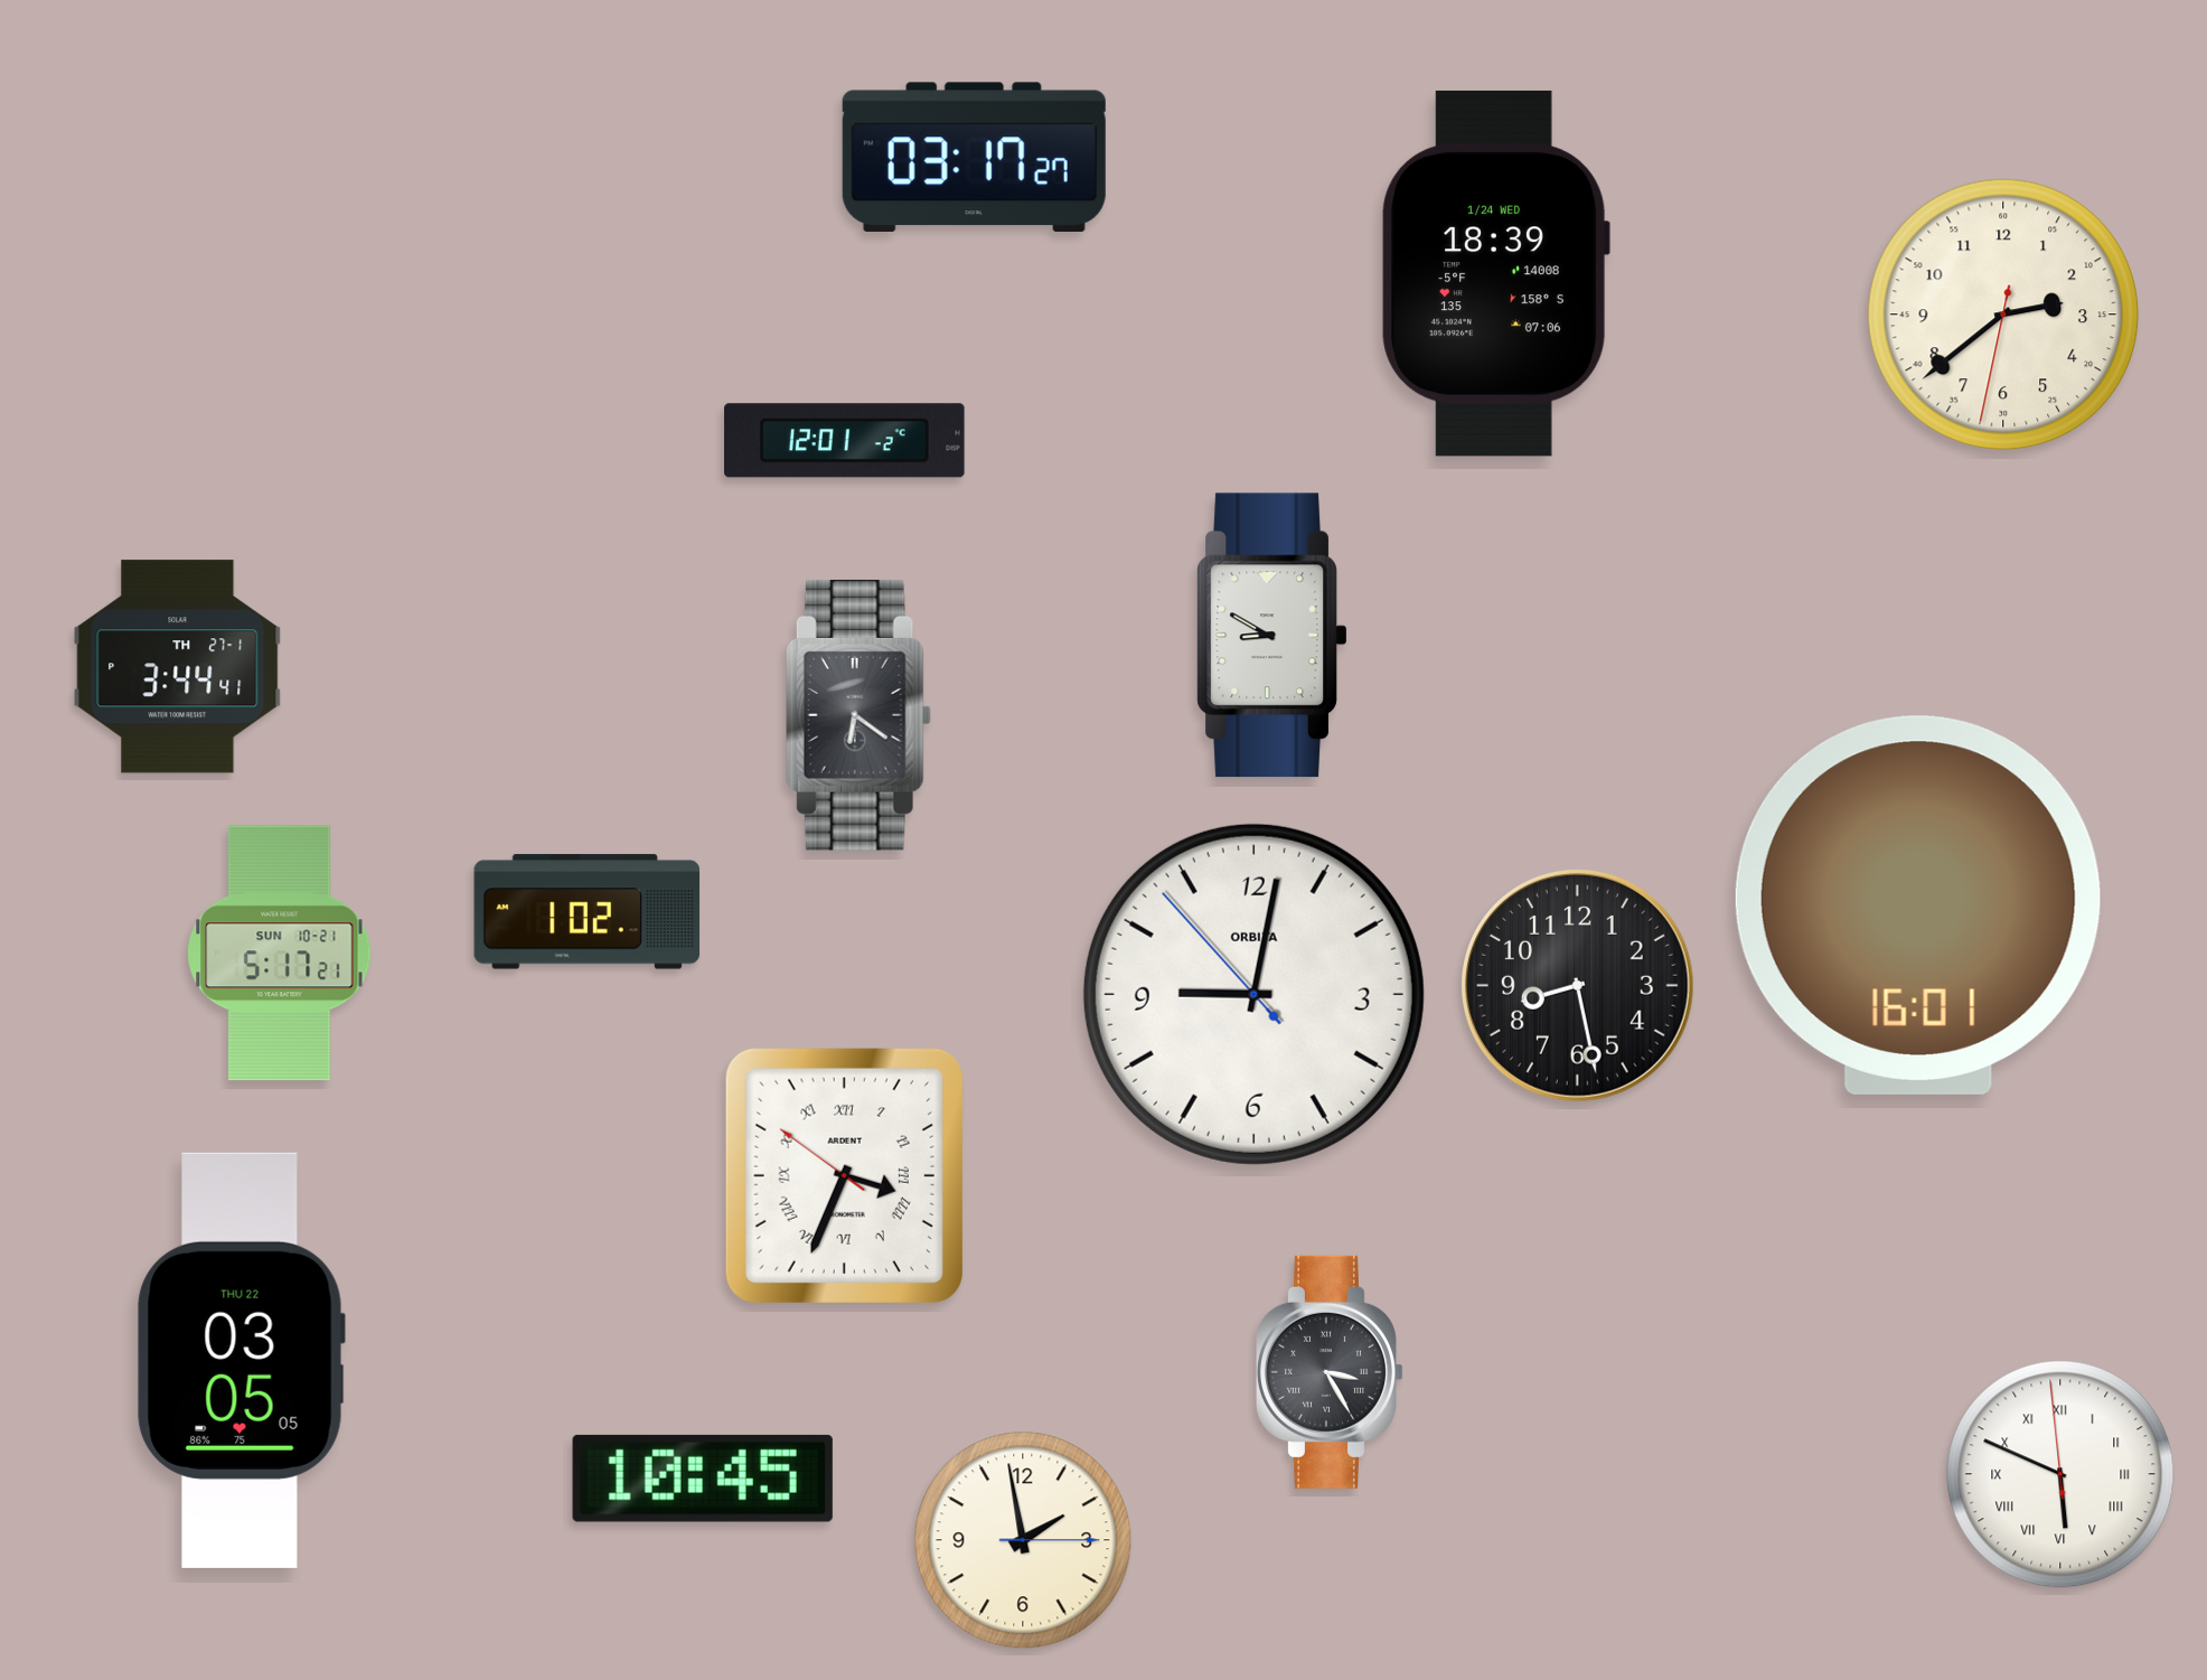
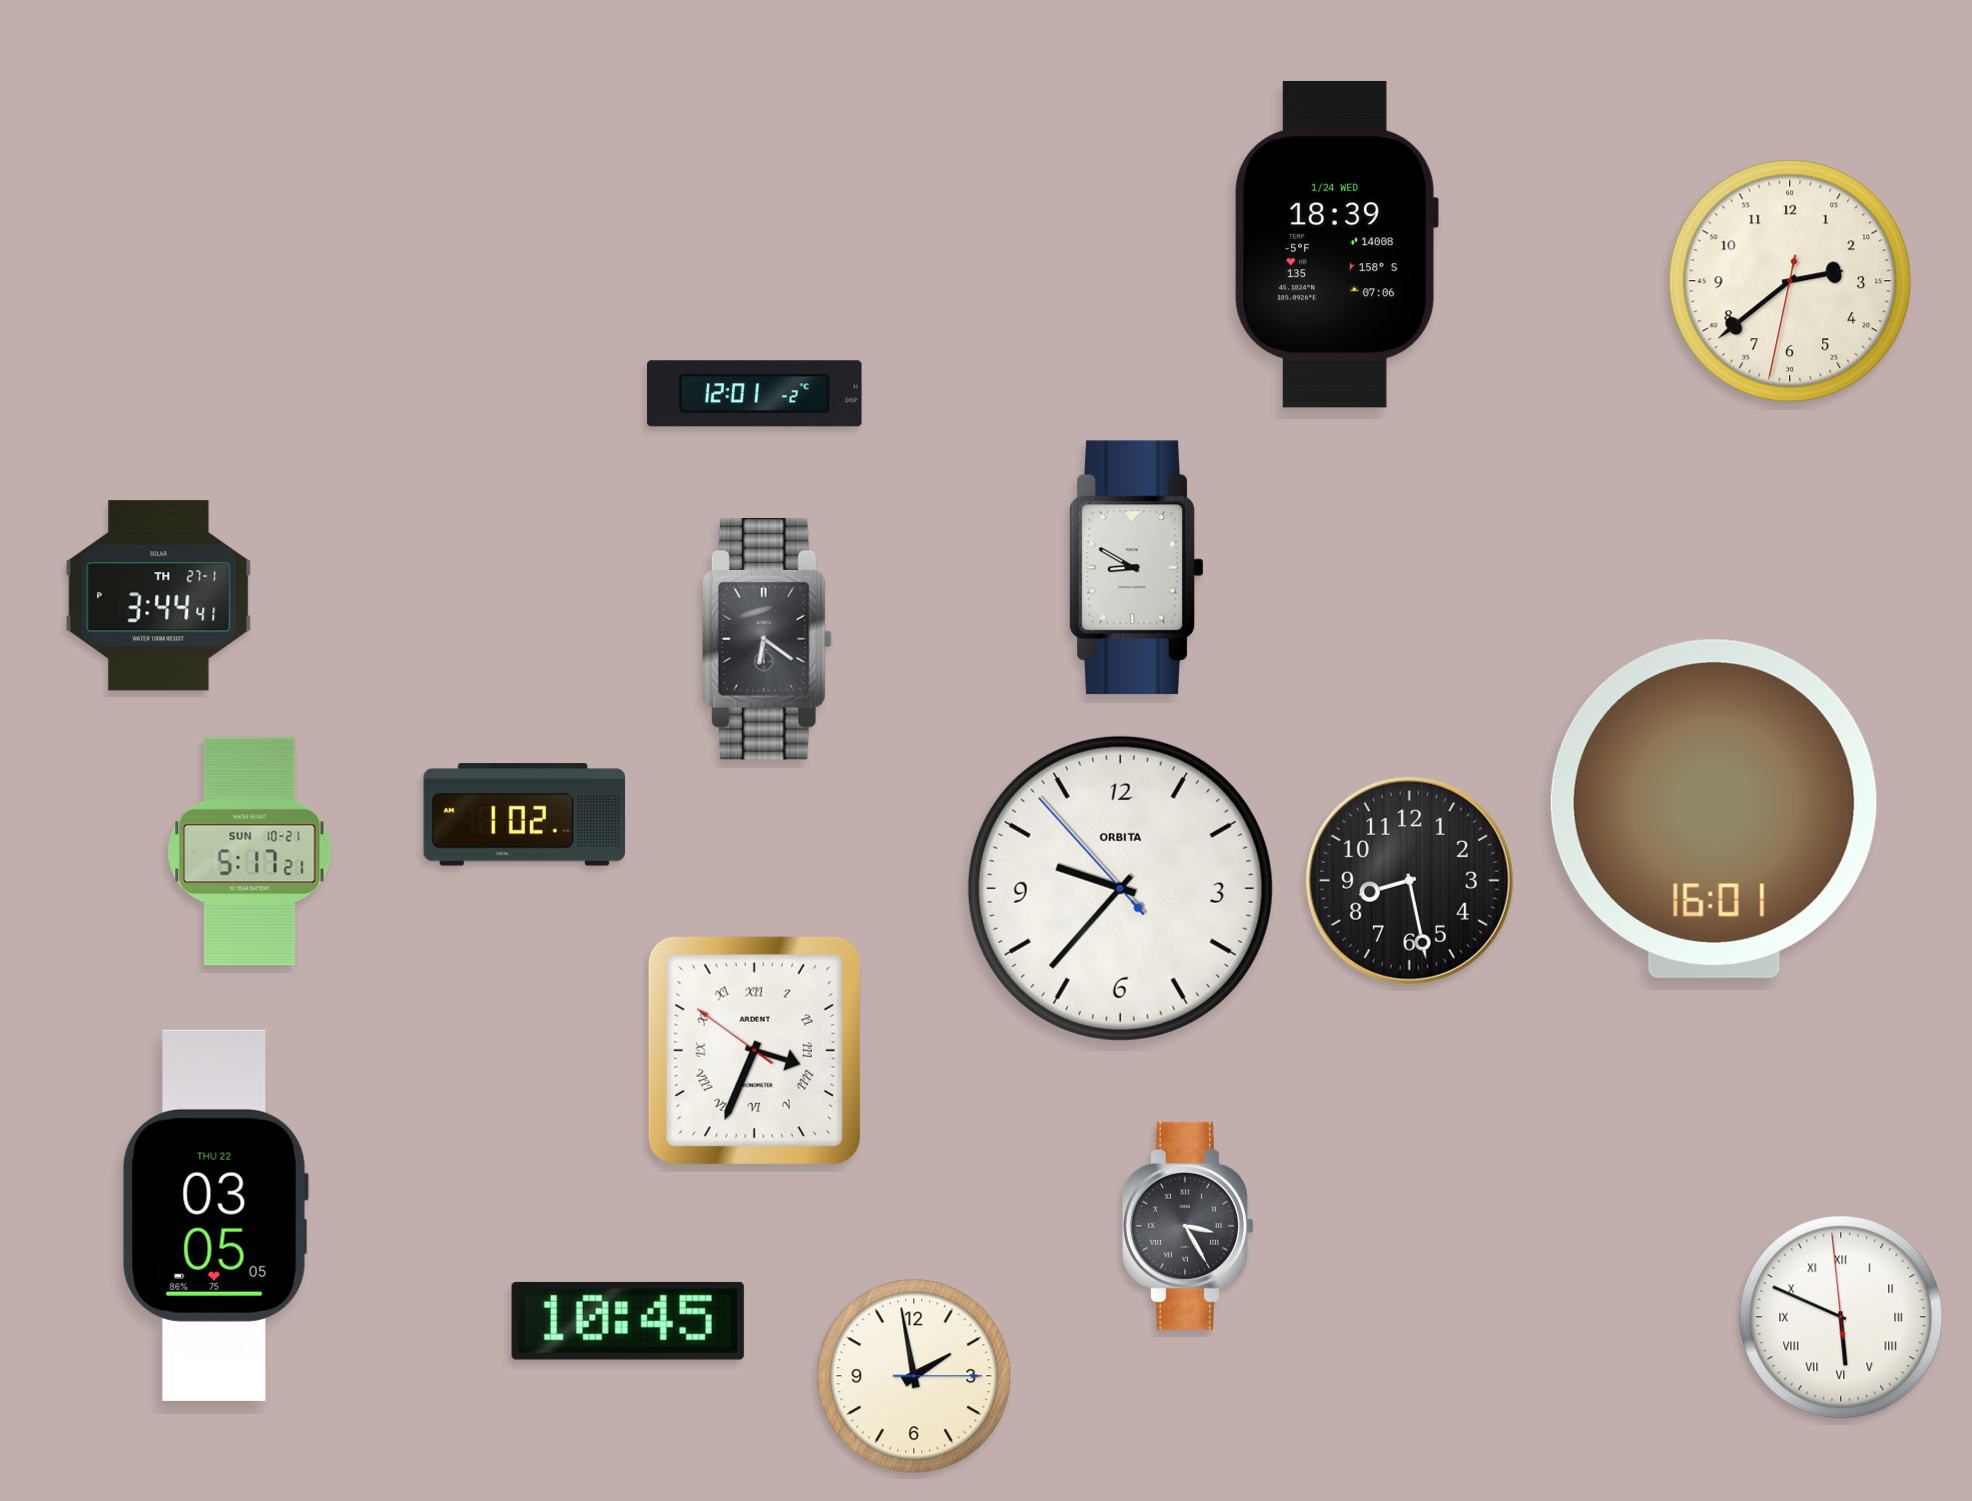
clock at (974, 157): 03:17 -> none
clock at (1253, 994): 9:01 -> 9:36
